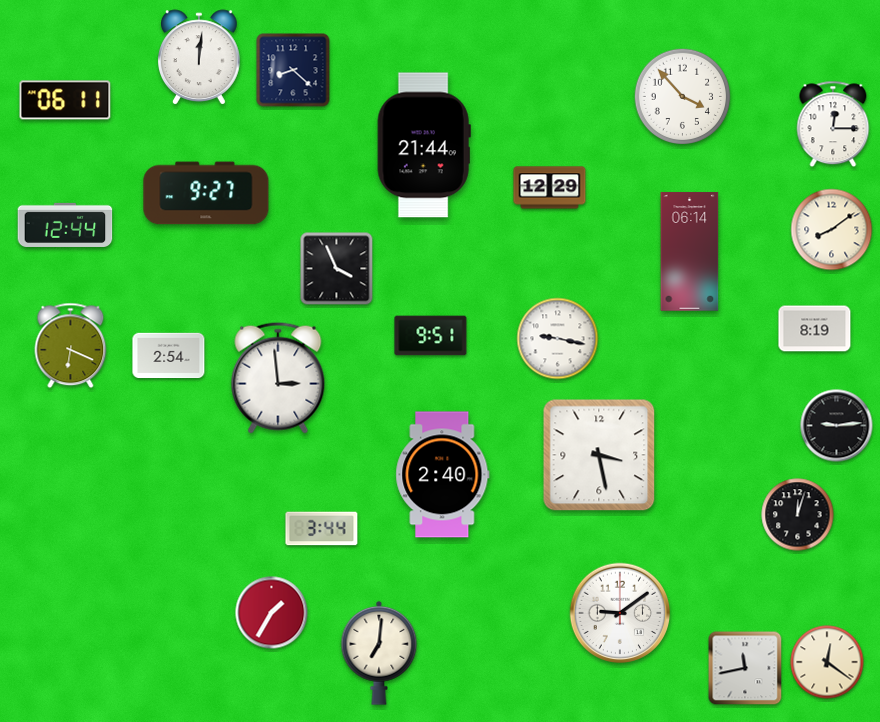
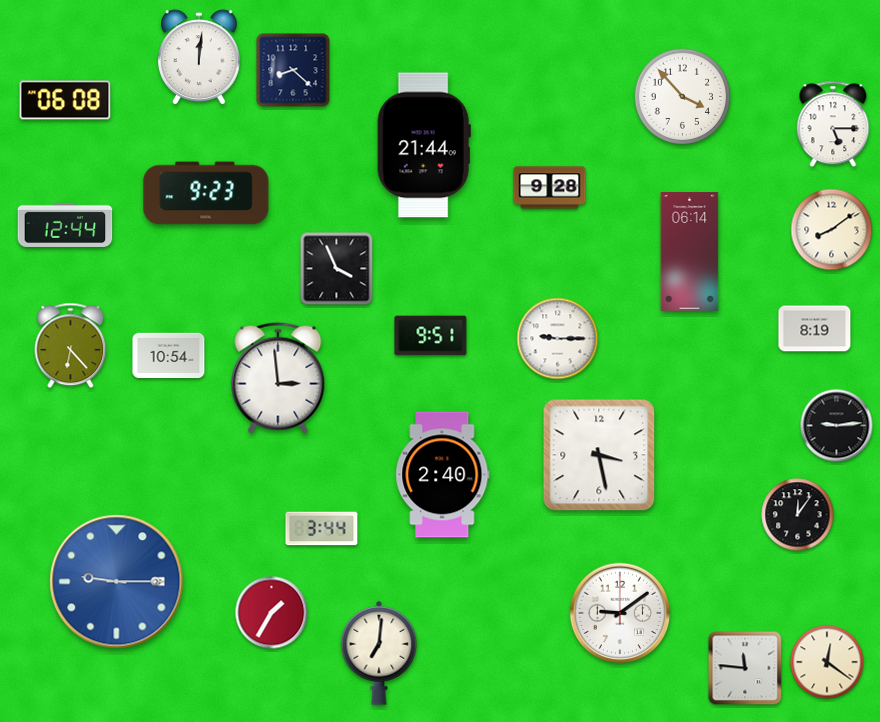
clock at (65, 100): 06:11 -> 06:08
clock at (833, 124): 12:15 -> 5:15
clock at (550, 188): 12:29 -> 9:28
clock at (206, 193): 9:27 -> 9:23
clock at (558, 339): 9:17 -> 9:15
clock at (71, 346): 6:19 -> 6:23
clock at (169, 356): 2:54 -> 10:54
clock at (798, 515): 12:03 -> 12:06
clock at (117, 582): none -> 9:15
clock at (745, 668): 11:43 -> 11:46
